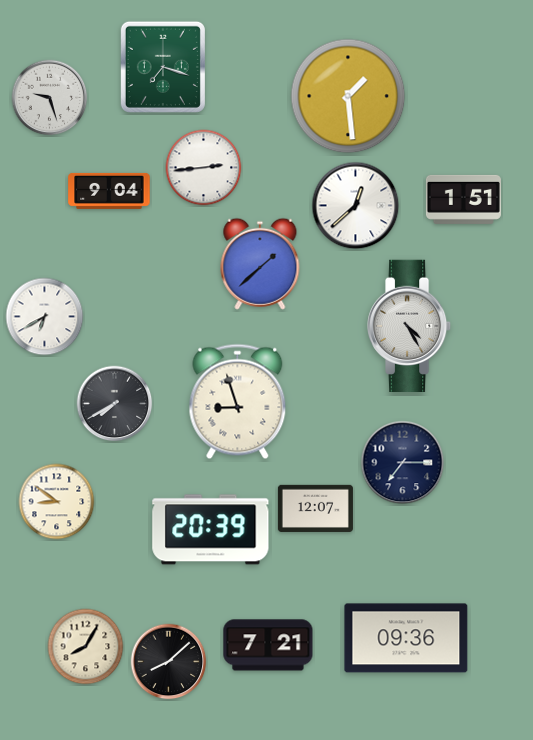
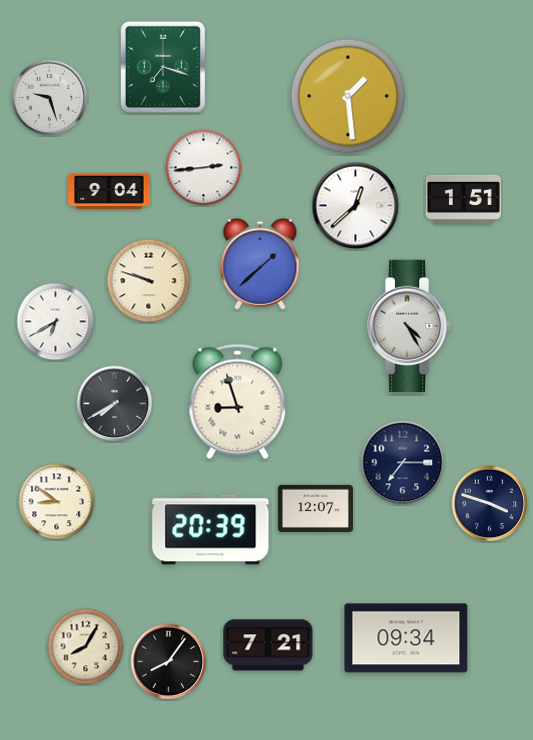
clock at (149, 281): none -> 9:48
clock at (45, 317) position: (45, 317) -> (56, 322)
clock at (490, 504): none -> 3:48
clock at (406, 638): 09:36 -> 09:34
clock at (169, 662): 8:08 -> 8:06
